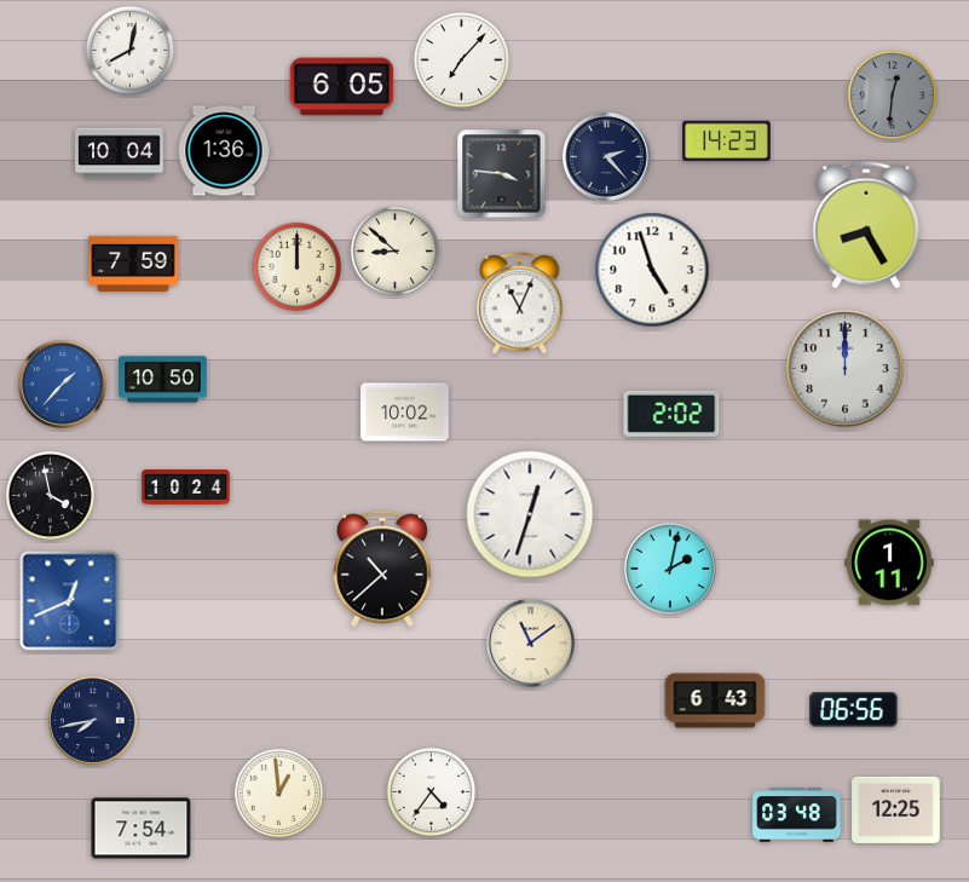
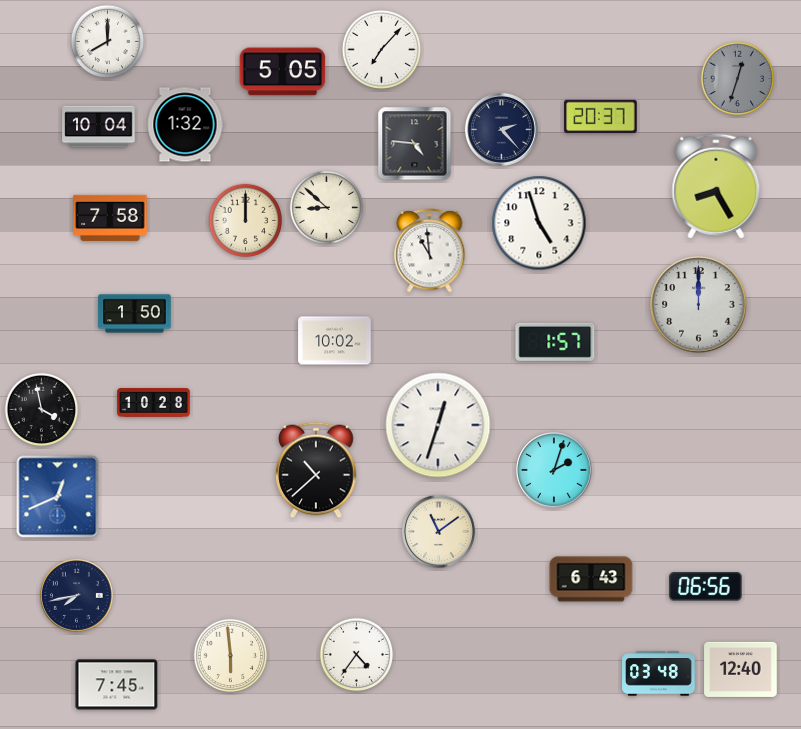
clock at (131, 51): 8:02 -> 8:00
clock at (342, 87): 6:05 -> 5:05
clock at (893, 96): 12:31 -> 12:33
clock at (727, 142): 14:23 -> 20:37
clock at (224, 151): 1:36 -> 1:32
clock at (502, 174): 3:46 -> 4:46
clock at (133, 264): 7:59 -> 7:58
clock at (520, 304): 11:04 -> 10:59
clock at (163, 380): 10:50 -> 1:50
clock at (63, 384): 1:37 -> none
clock at (671, 414): 2:02 -> 1:57
clock at (186, 488): 10:24 -> 10:28
clock at (889, 563): 1:11 -> none
clock at (671, 570): 2:02 -> 2:03
clock at (279, 794): 12:59 -> 5:59
clock at (896, 809): 12:25 -> 12:40
clock at (142, 829): 7:54 -> 7:45
